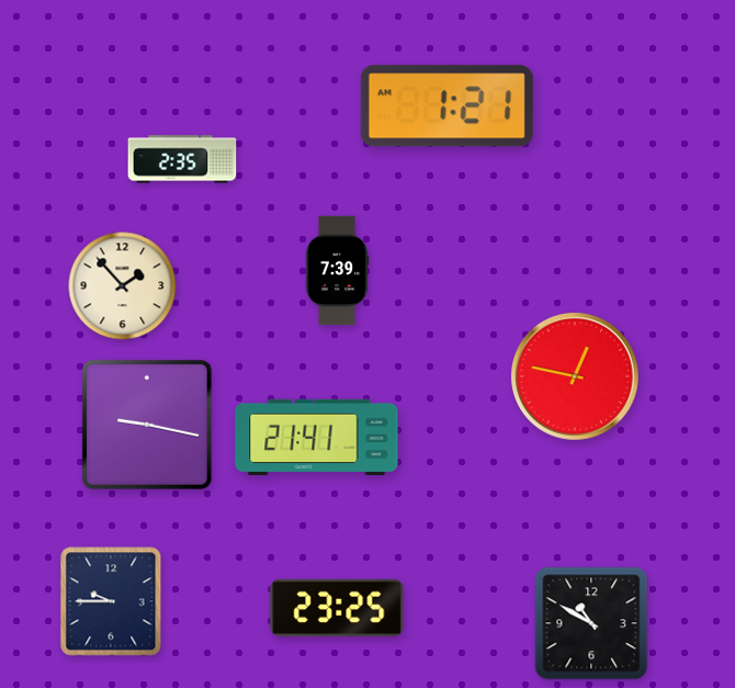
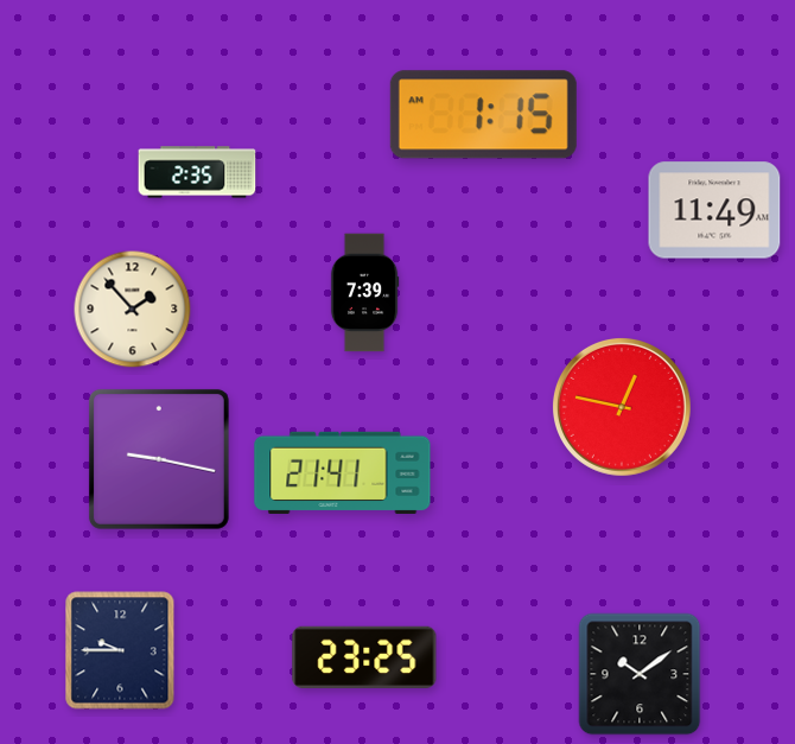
clock at (446, 106): 1:21 -> 1:15
clock at (714, 210): none -> 11:49
clock at (591, 623): 10:50 -> 10:09
